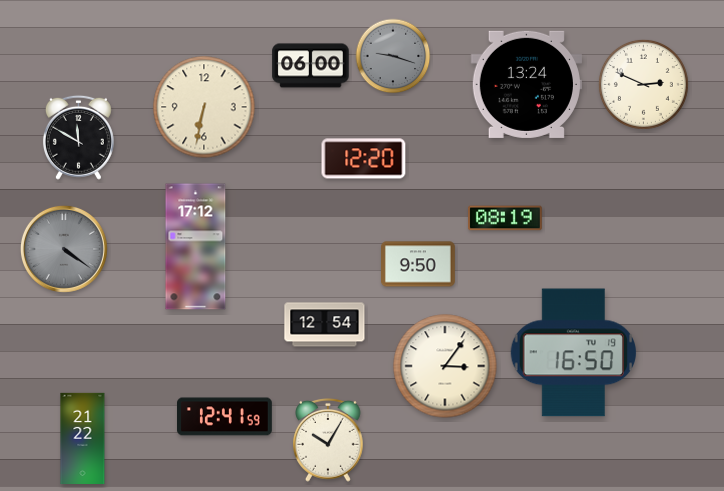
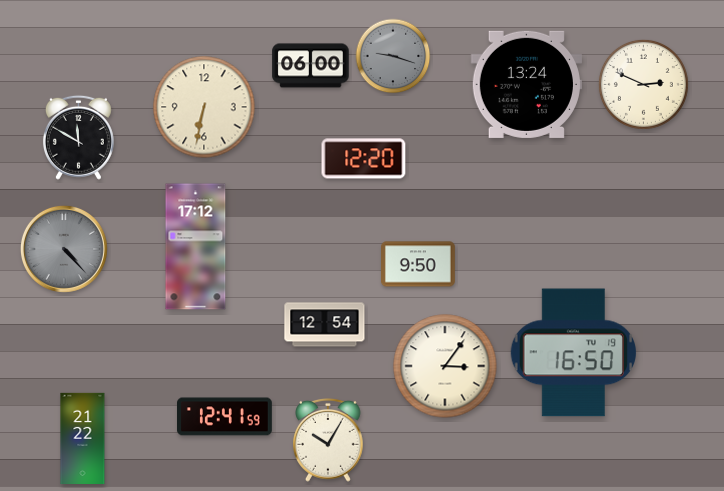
clock at (506, 218): 08:19 -> none
clock at (64, 249): 4:21 -> 4:23
